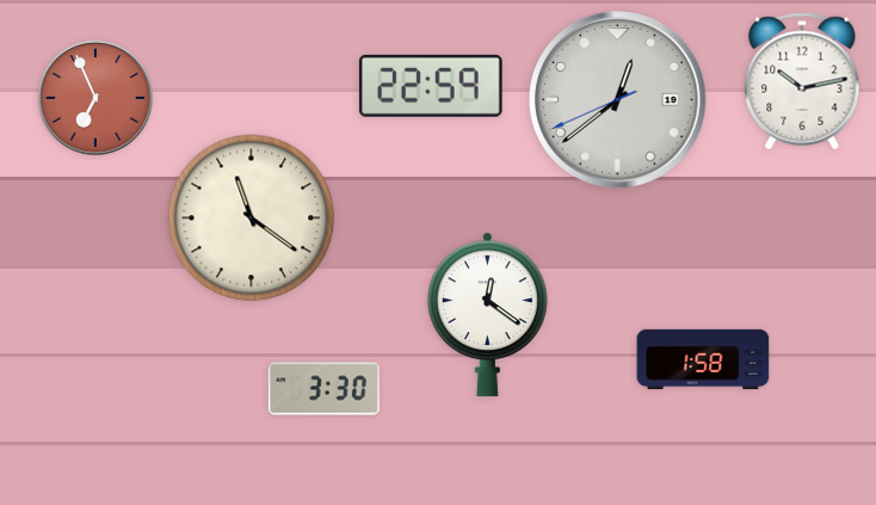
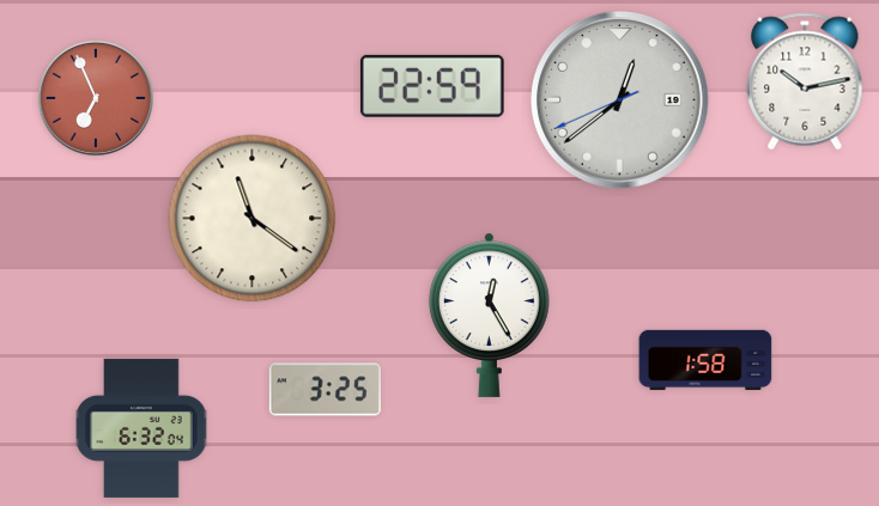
clock at (488, 314): 12:21 -> 12:25
clock at (323, 389): 3:30 -> 3:25
clock at (141, 428): none -> 6:32
